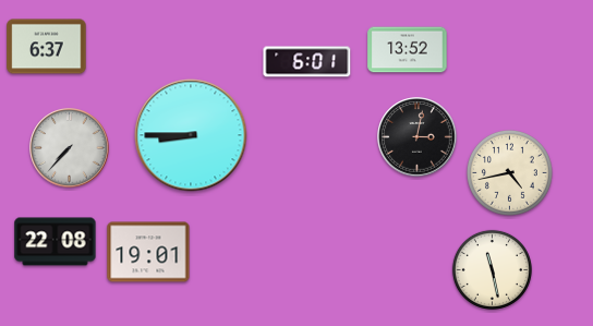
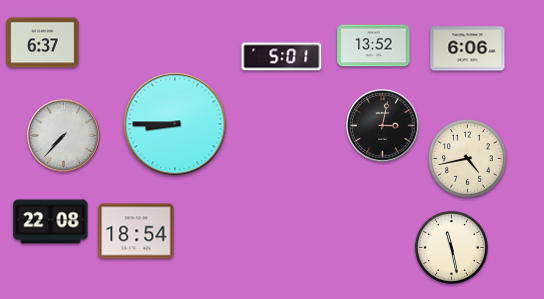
clock at (468, 49): none -> 6:06
clock at (307, 62): 6:01 -> 5:01
clock at (148, 252): 19:01 -> 18:54
